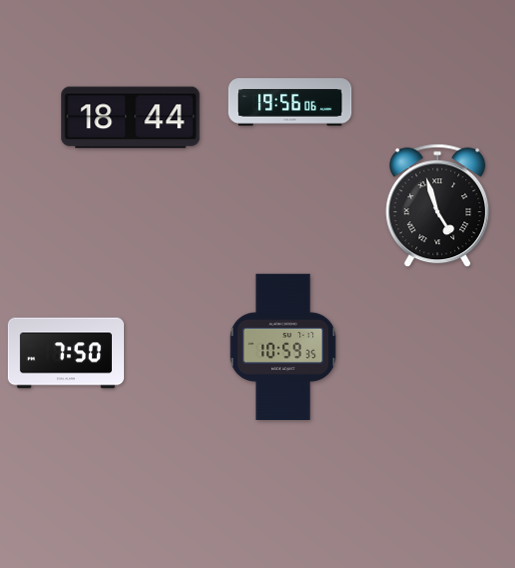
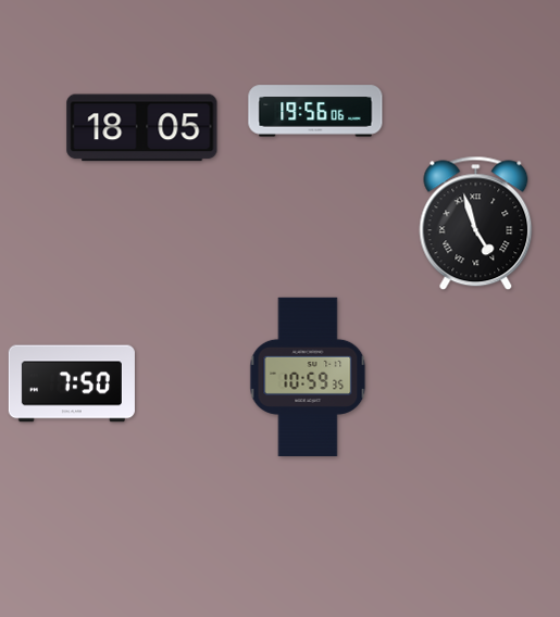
clock at (131, 118): 18:44 -> 18:05
